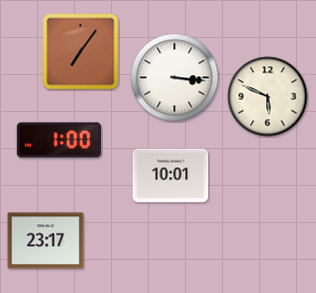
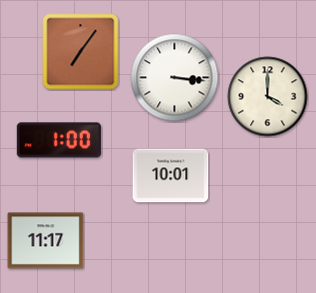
clock at (268, 97): 5:49 -> 4:00
clock at (46, 241): 23:17 -> 11:17
